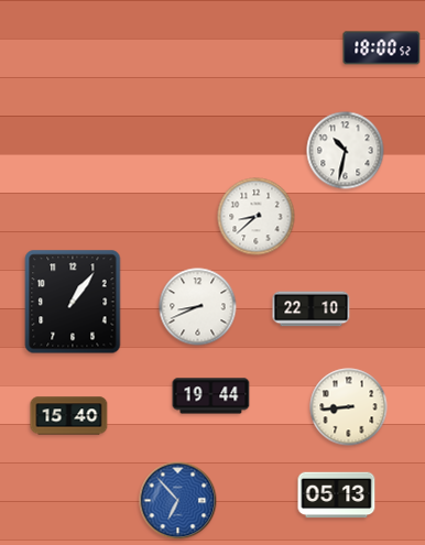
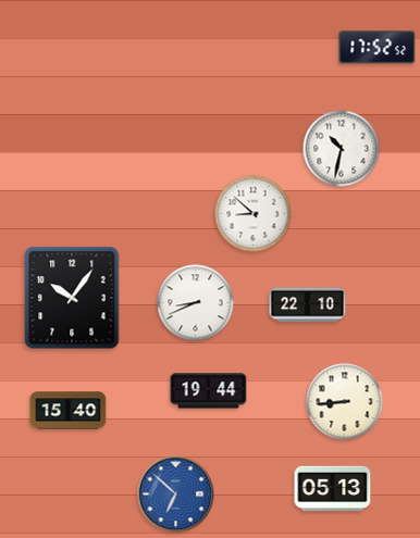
clock at (382, 48): 18:00 -> 17:52
clock at (257, 217): 8:38 -> 8:52
clock at (73, 302): 1:06 -> 10:06
clock at (178, 501): 6:53 -> 6:52
